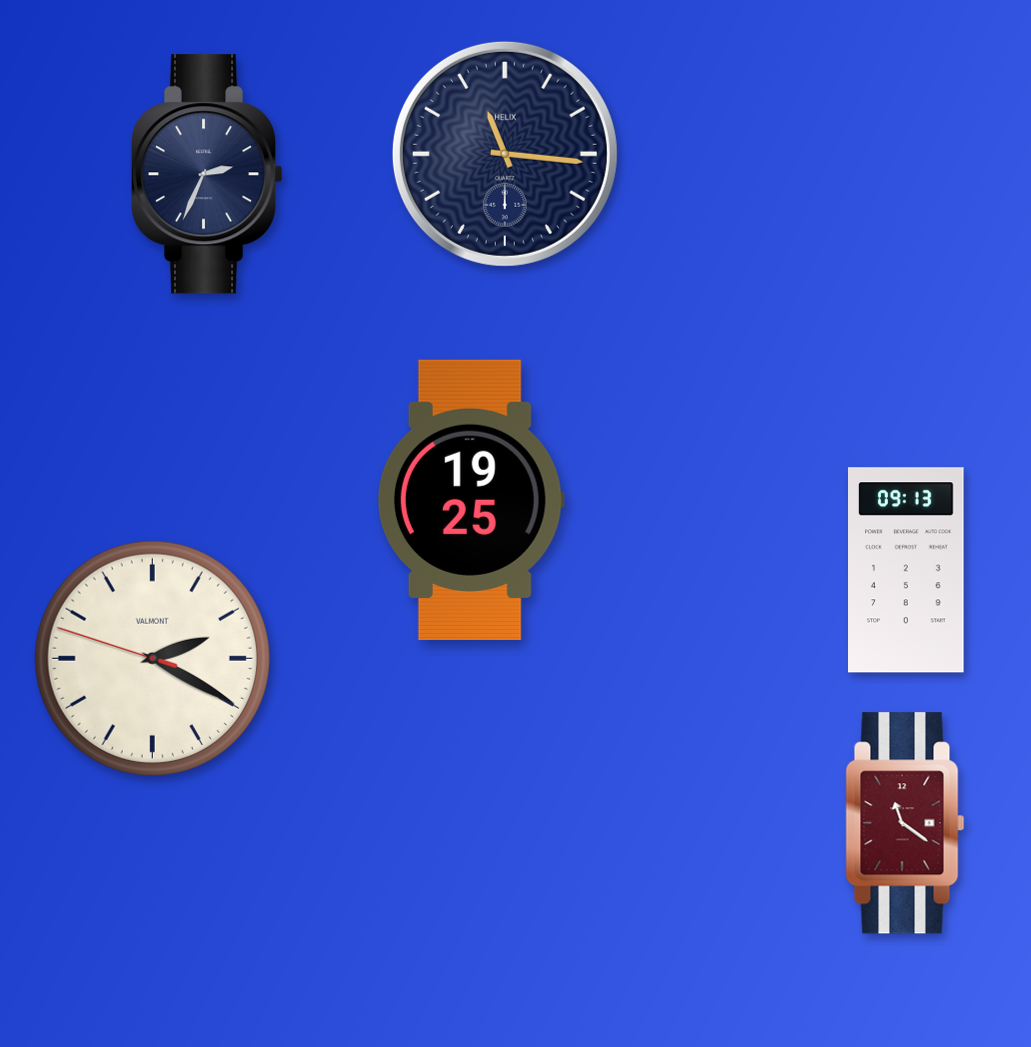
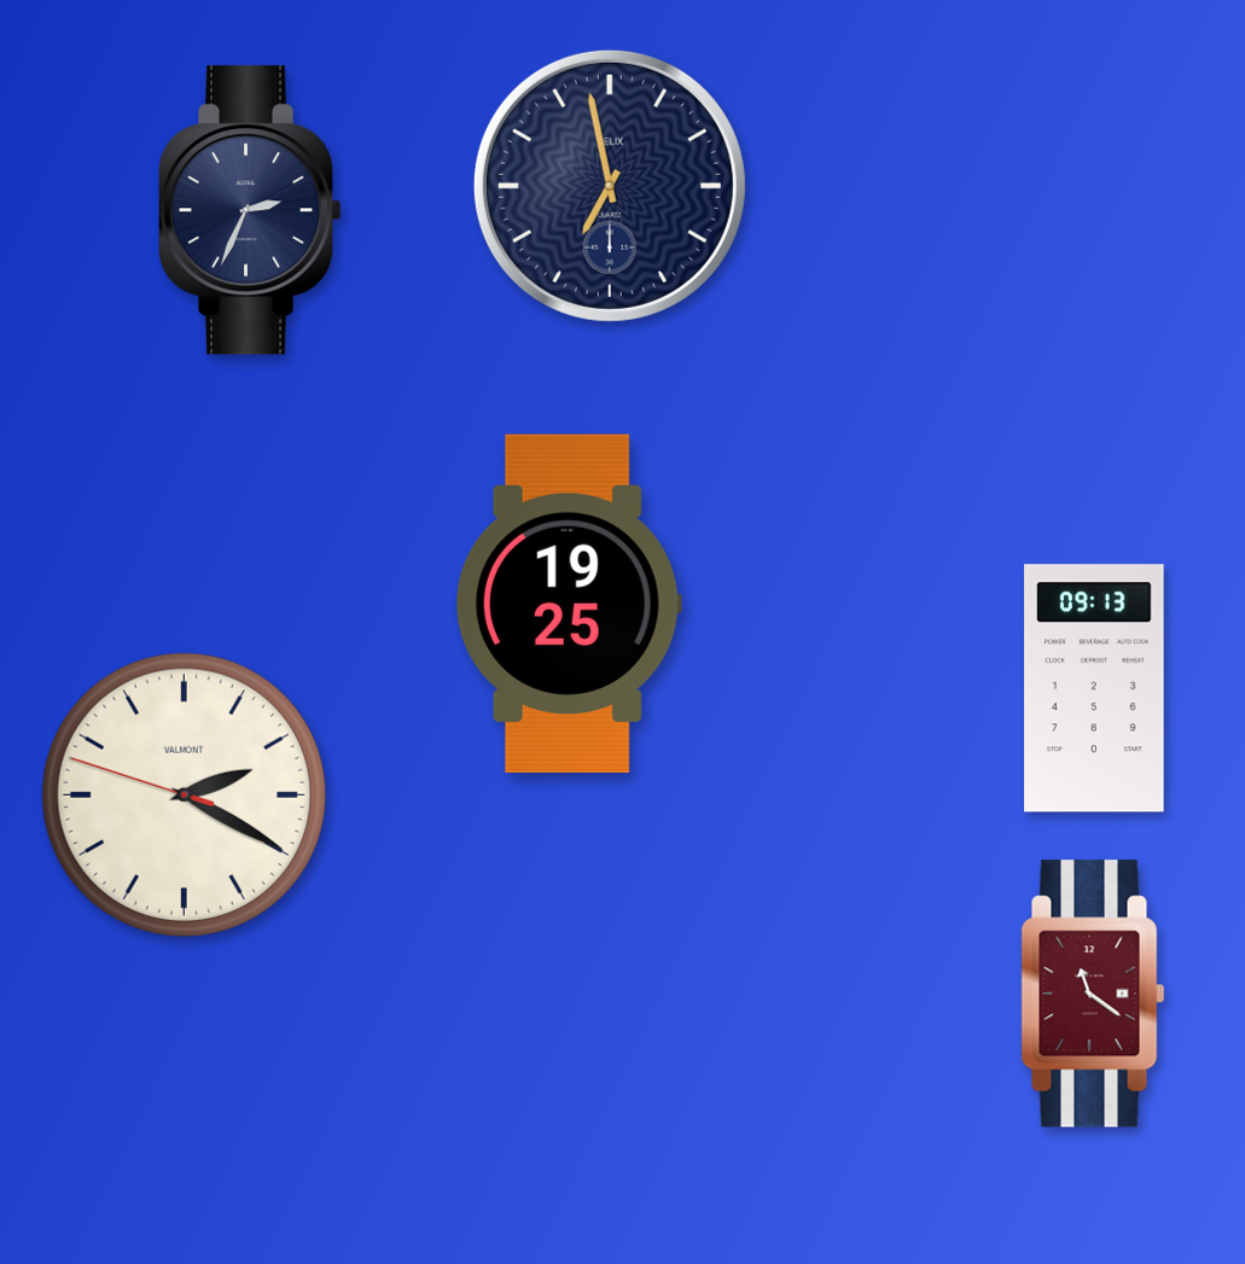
clock at (505, 154): 11:16 -> 6:58
